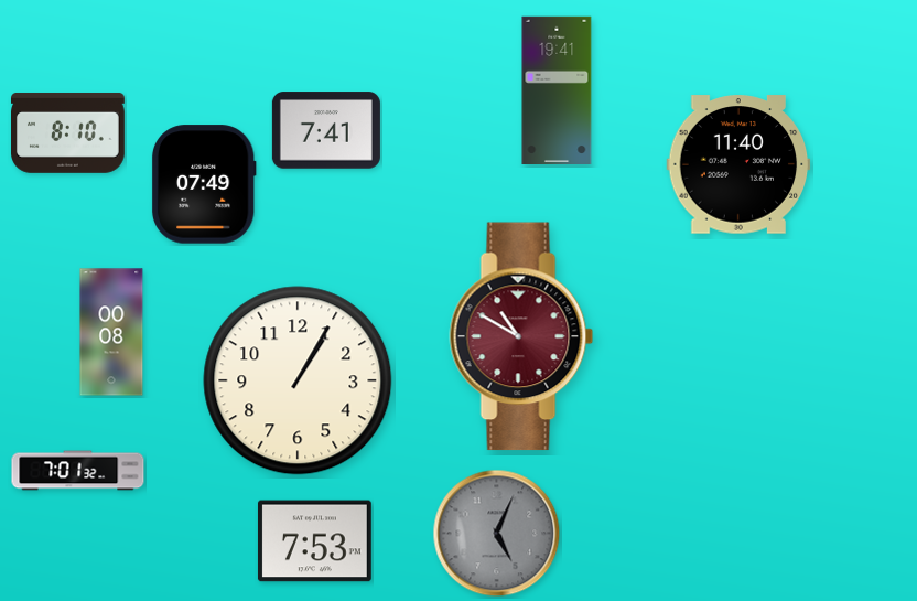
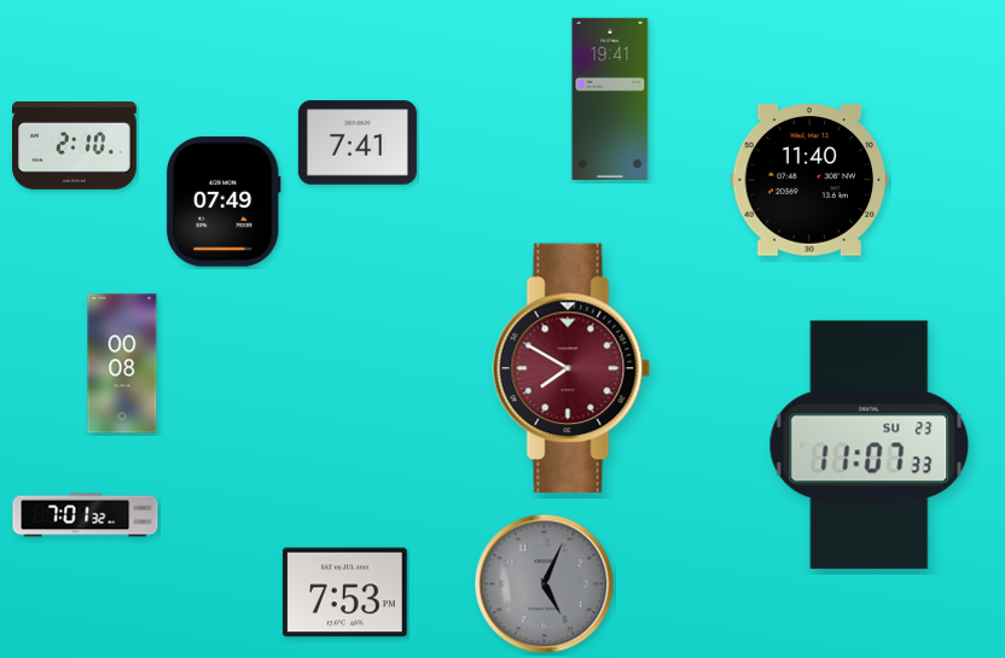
clock at (68, 133): 8:10 -> 2:10
clock at (521, 336): 10:50 -> 7:50
clock at (298, 380): 1:05 -> none
clock at (870, 446): none -> 11:07
